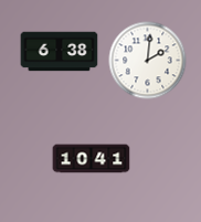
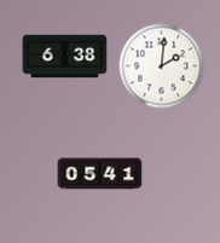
clock at (92, 159): 10:41 -> 05:41
